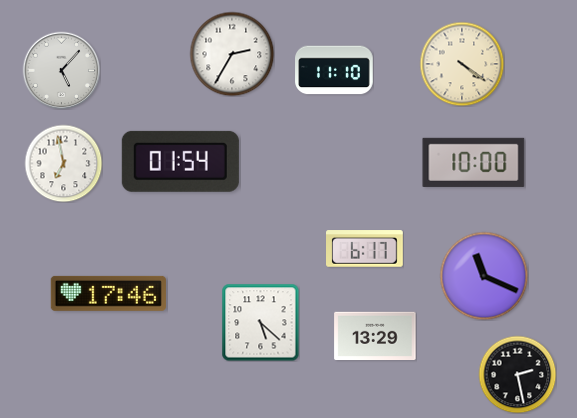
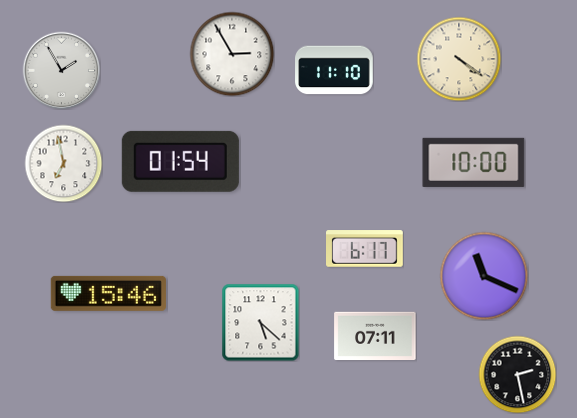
clock at (232, 54): 2:35 -> 2:55
clock at (462, 64) position: (462, 64) -> (459, 59)
clock at (61, 70): 5:07 -> 1:55
clock at (108, 293): 17:46 -> 15:46
clock at (375, 336): 13:29 -> 07:11
